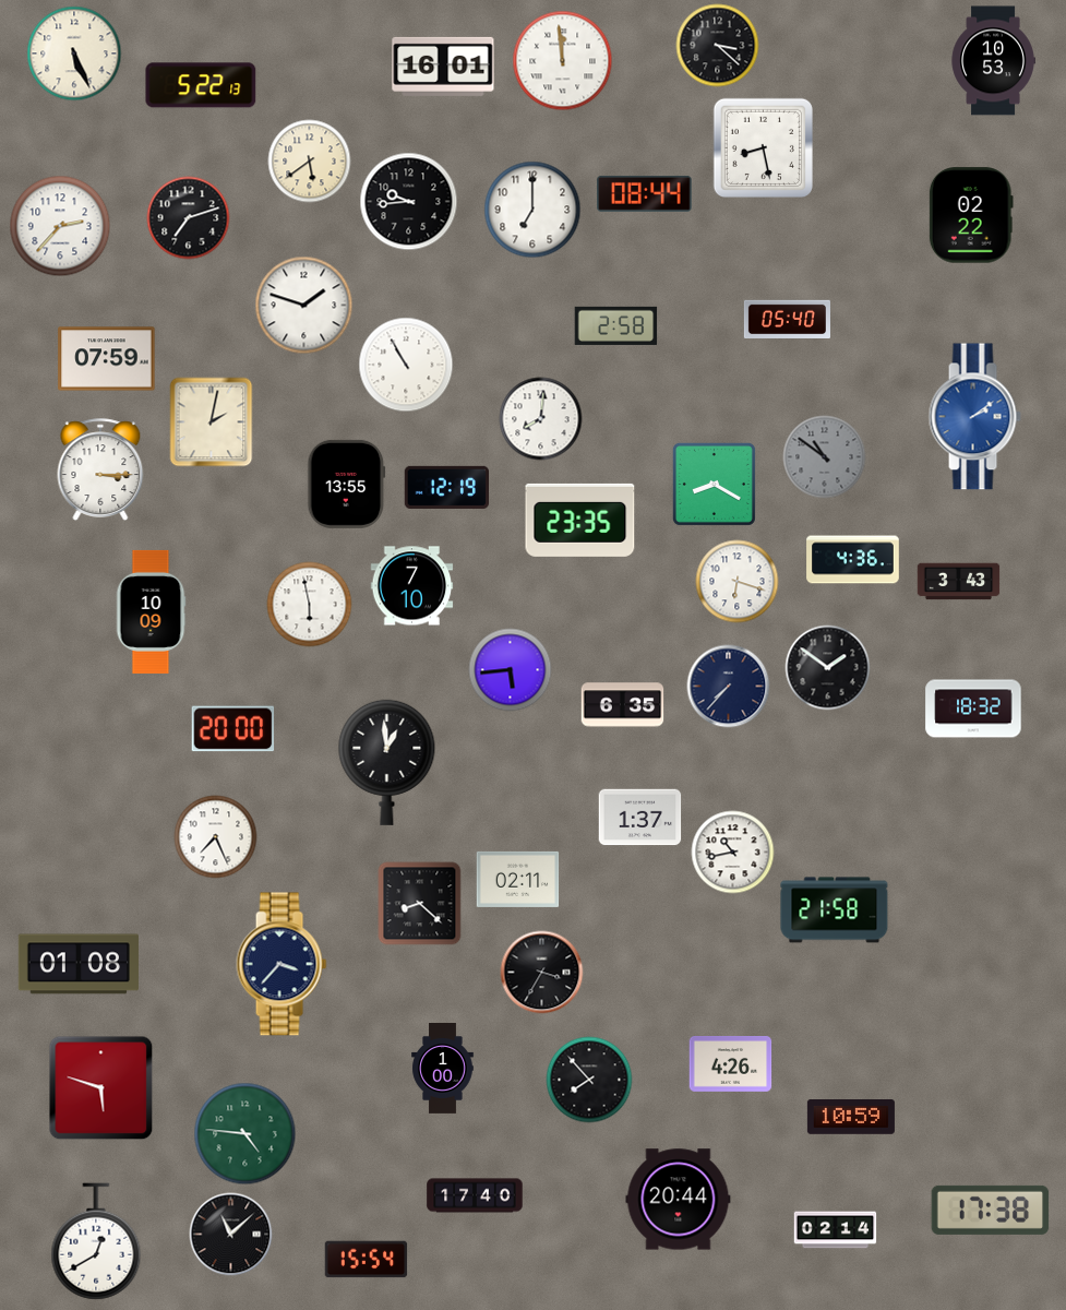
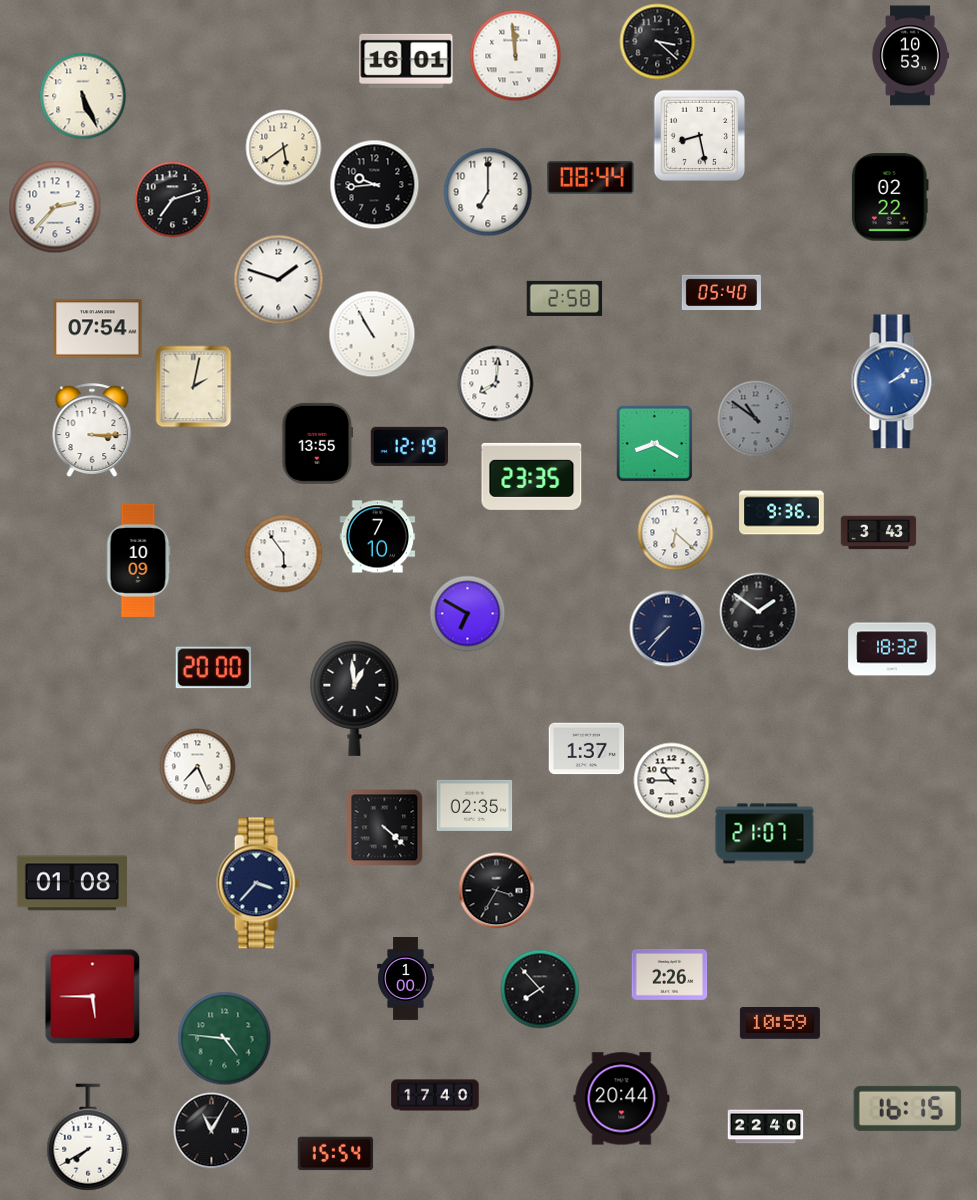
clock at (74, 53) position: (74, 53) -> (83, 96)
clock at (201, 85): 5:22 -> none
clock at (107, 359): 07:59 -> 07:54
clock at (853, 560): 4:36 -> 9:36
clock at (738, 582): 6:18 -> 6:22
clock at (310, 605): 5:58 -> 5:54
clock at (511, 670): 5:44 -> 6:50
clock at (623, 705): 6:35 -> none
clock at (733, 853): 10:43 -> 10:45
clock at (518, 879): 02:11 -> 02:35
clock at (420, 904): 8:22 -> 4:22
clock at (835, 910): 21:58 -> 21:07
clock at (731, 1064): 4:26 -> 2:26
clock at (101, 1088): 5:48 -> 5:45
clock at (991, 1210): 17:38 -> 16:15
clock at (836, 1230): 02:14 -> 22:40
clock at (231, 1235): 11:08 -> 11:05
clock at (96, 1241): 12:40 -> 7:40
